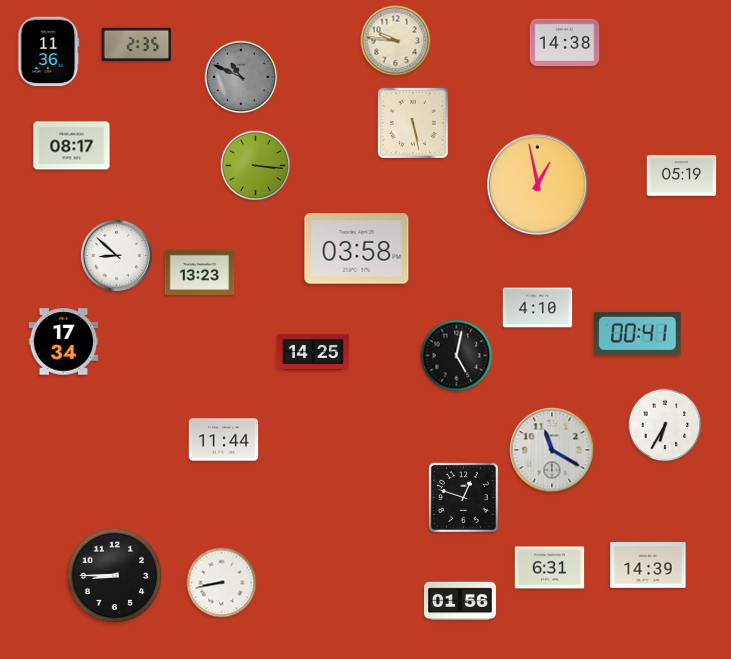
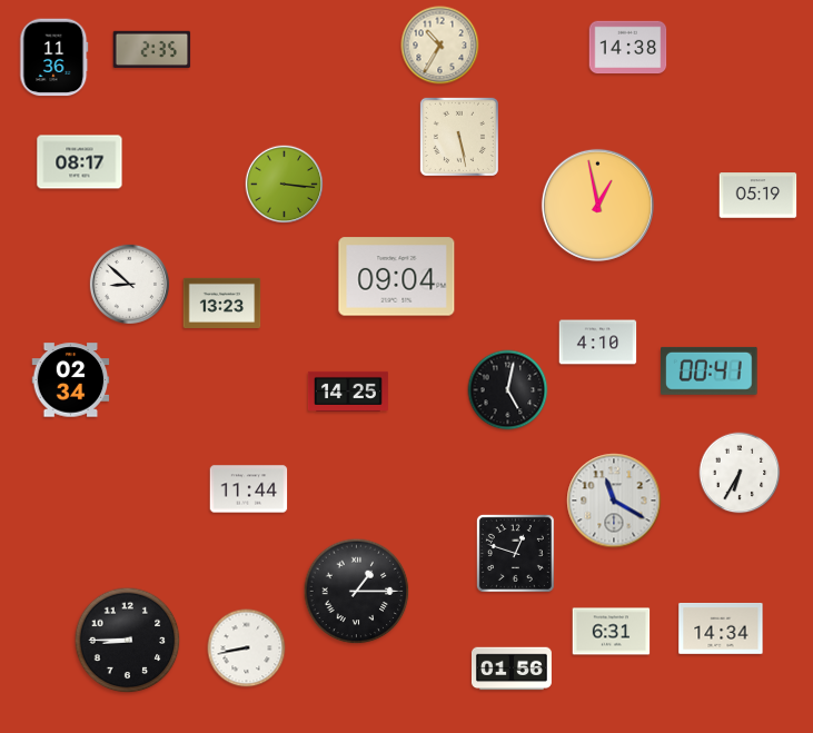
clock at (396, 41): 9:46 -> 10:35
clock at (241, 77): 10:49 -> none
clock at (357, 249): 03:58 -> 09:04
clock at (64, 342): 17:34 -> 02:34
clock at (457, 356) position: (457, 356) -> (508, 390)
clock at (357, 592): none -> 1:15
clock at (648, 566): 14:39 -> 14:34
